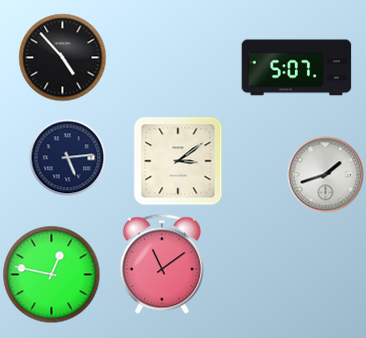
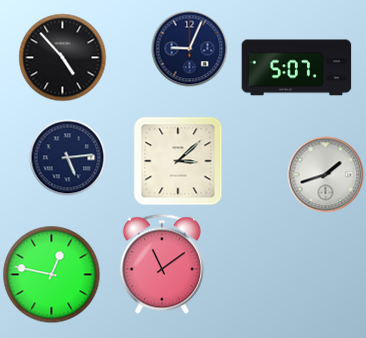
clock at (190, 49): none -> 9:04
clock at (178, 161): 3:09 -> 3:08
